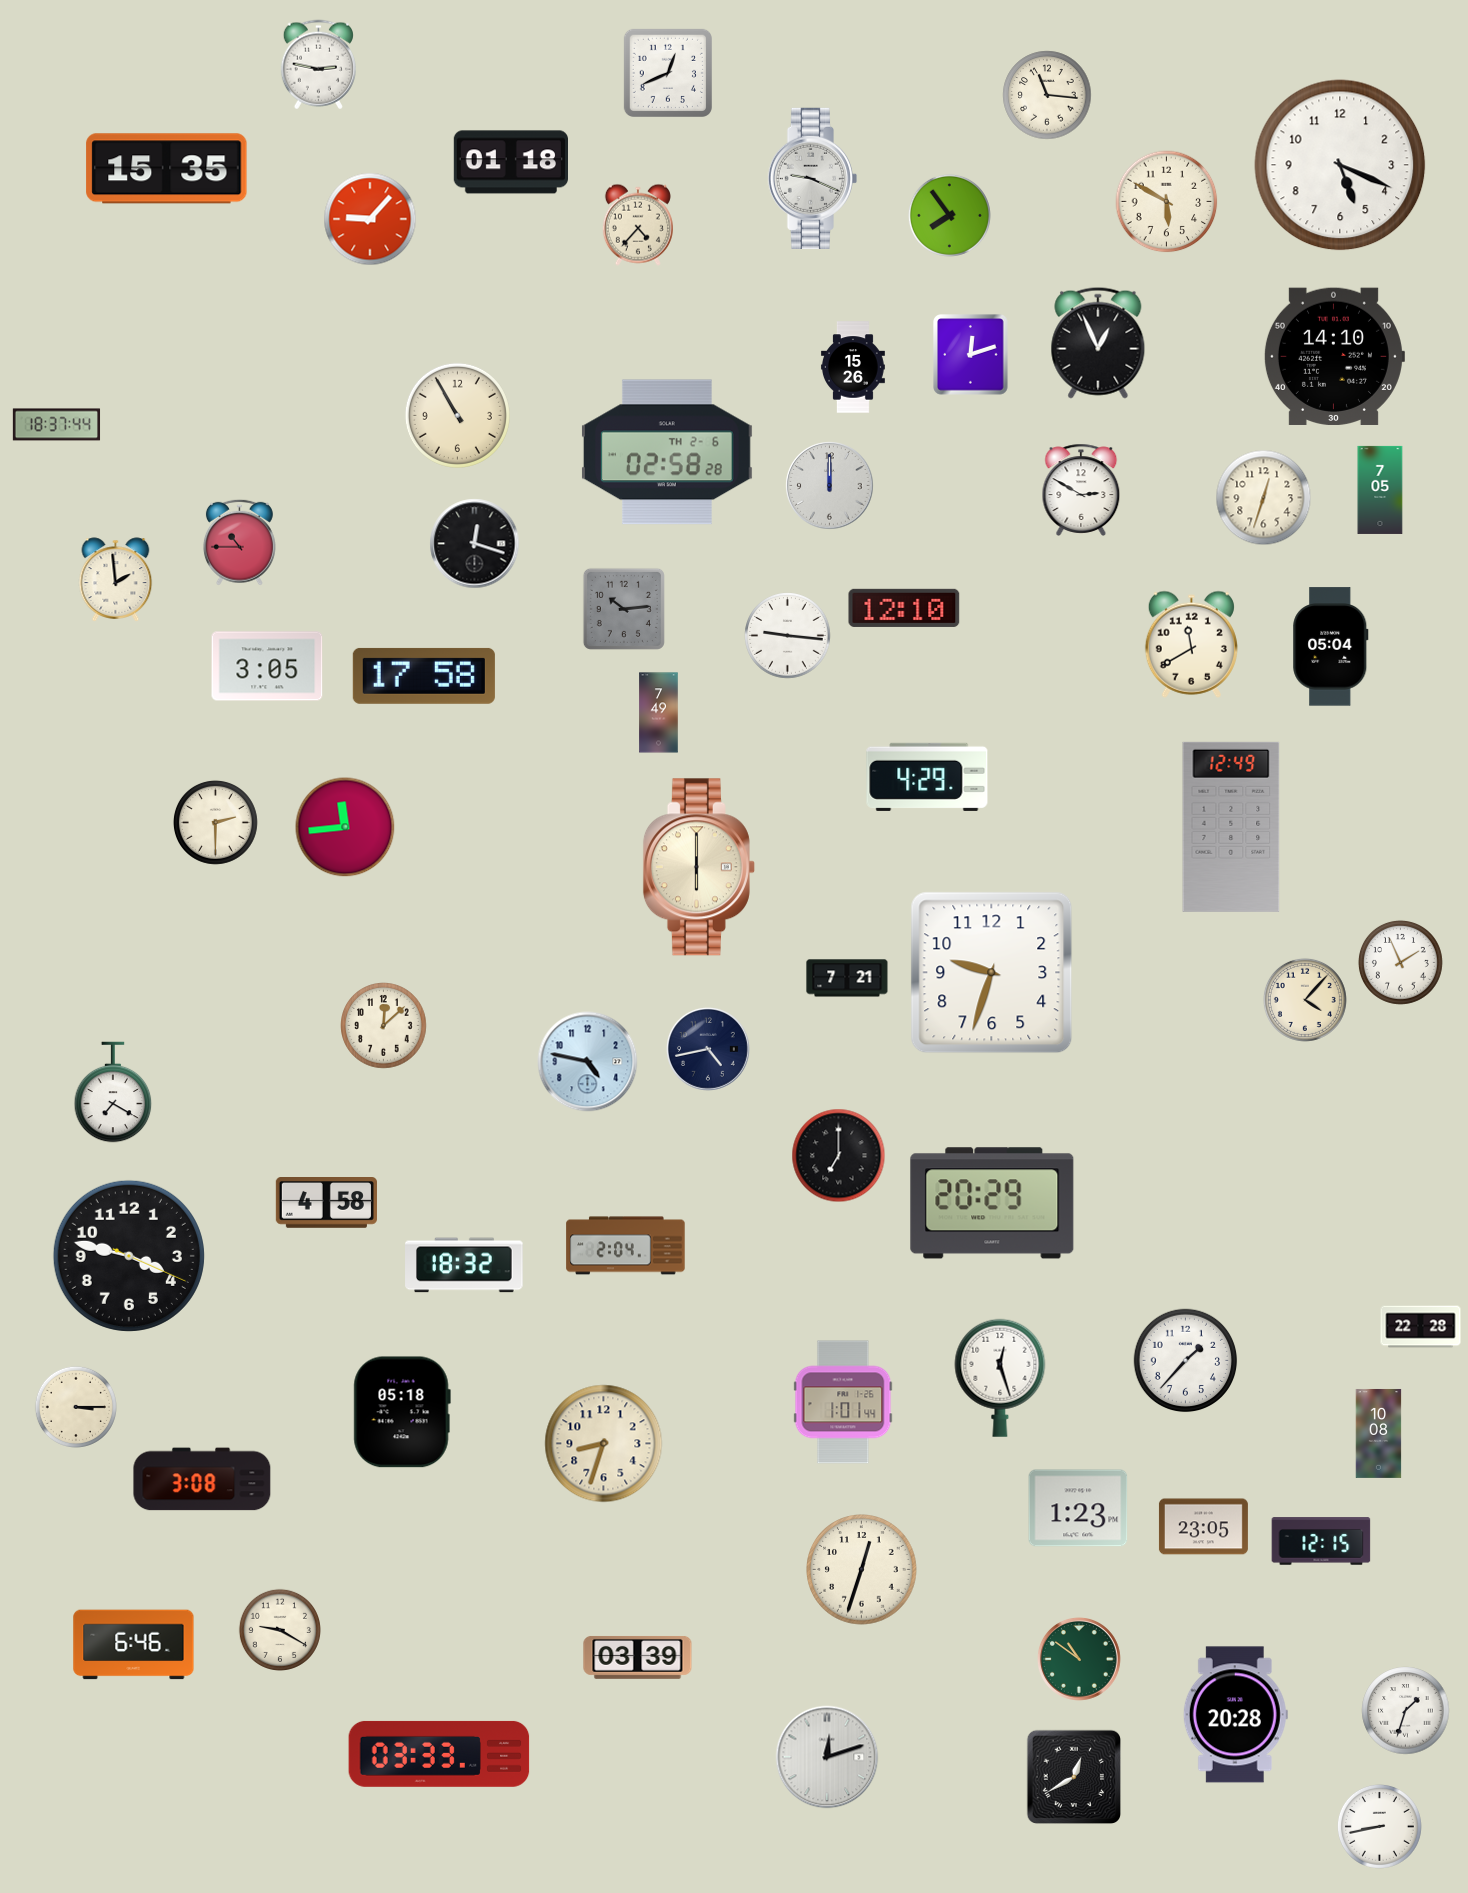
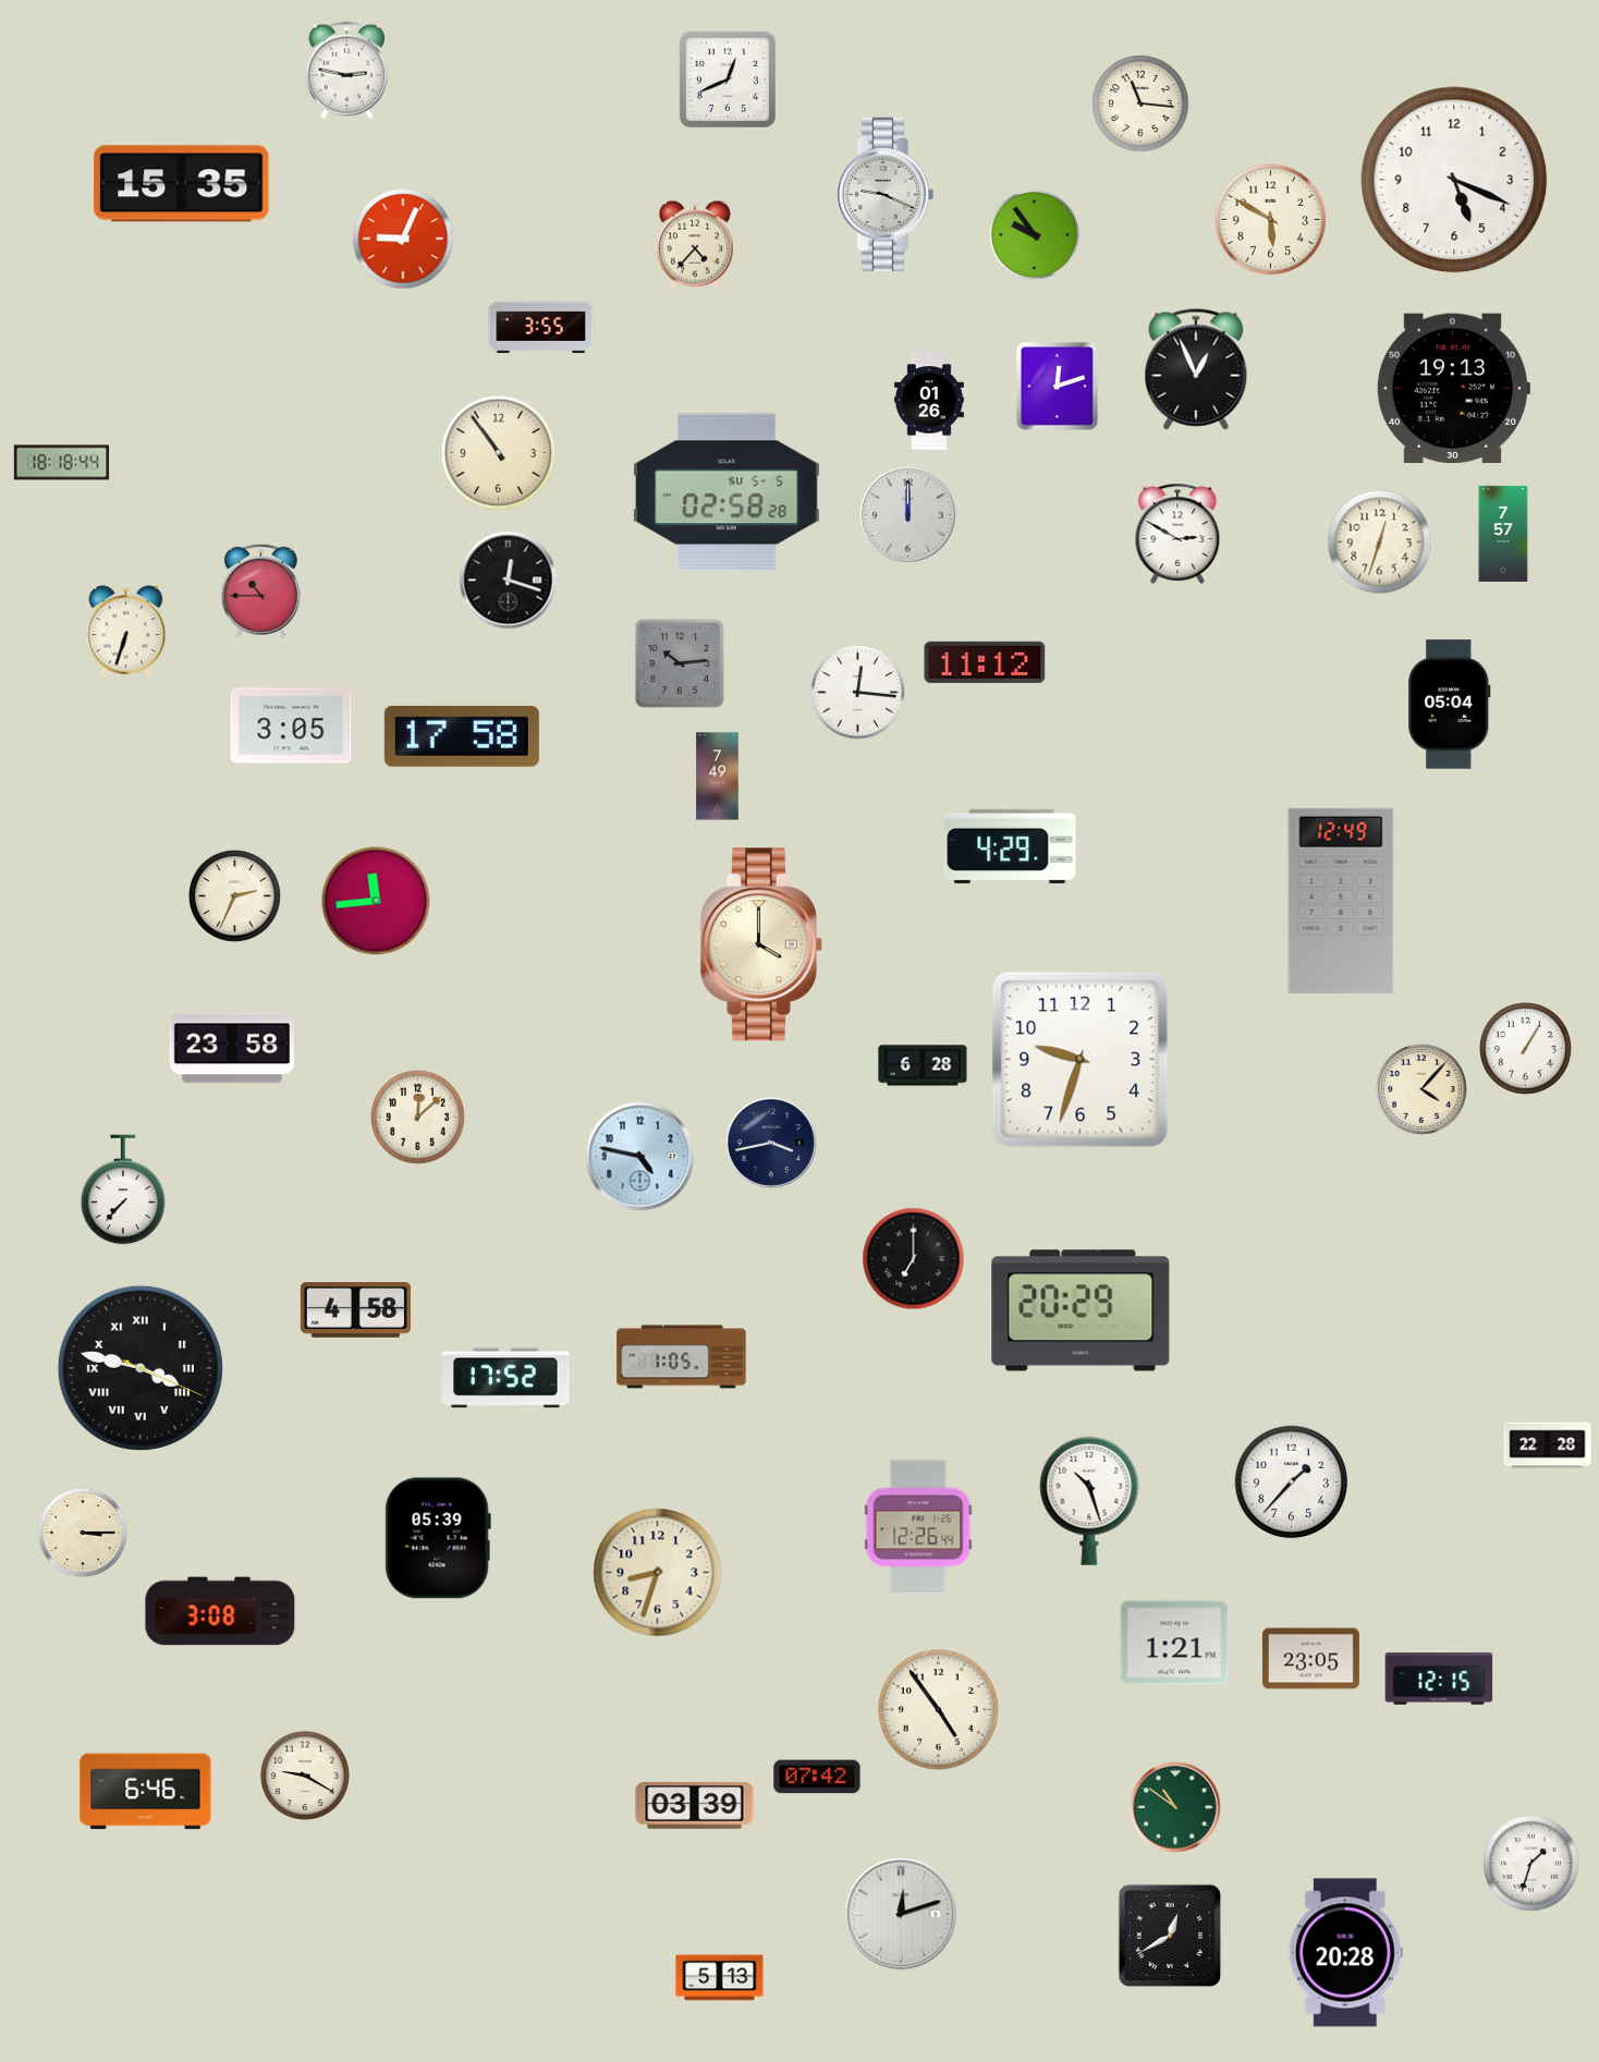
clock at (510, 162): 01:18 -> none
clock at (1340, 165) position: (1340, 165) -> (1454, 180)
clock at (949, 215): 7:54 -> 9:54
clock at (370, 219): 9:07 -> 9:04
clock at (541, 328): none -> 3:55
clock at (1098, 343) position: (1098, 343) -> (1196, 369)
clock at (1334, 356): 14:10 -> 19:13
clock at (853, 367): 15:26 -> 01:26
clock at (457, 415): 10:55 -> 10:54
clock at (57, 425): 18:37 -> 18:18
clock at (667, 452) date: TH 2-6 -> SU 5-5
clock at (830, 486) position: (830, 486) -> (908, 515)
clock at (1380, 490): 7:05 -> 7:57
clock at (1264, 498) position: (1264, 498) -> (1380, 542)
clock at (475, 544) position: (475, 544) -> (509, 581)
clock at (116, 580): 1:59 -> 6:33
clock at (904, 608): 12:10 -> 11:12
clock at (788, 636): 9:16 -> 12:16
clock at (1191, 644): 11:40 -> none
clock at (215, 822): 2:30 -> 2:34
clock at (699, 867): 6:00 -> 4:00
clock at (232, 1048): none -> 23:58
clock at (1400, 962): 1:56 -> 1:05
clock at (847, 978): 7:21 -> 6:28
clock at (709, 1050): 4:43 -> 3:43
clock at (113, 1092): 7:20 -> 7:37
clock at (626, 1246): 2:04 -> 1:05
clock at (129, 1256) numerals: Arabic -> Roman
clock at (464, 1265): 18:32 -> 17:52
clock at (1000, 1378): 12:27 -> 10:27
clock at (843, 1402): 1:01 -> 12:26
clock at (402, 1412): 05:18 -> 05:39
clock at (1379, 1433): 10:08 -> none
clock at (1078, 1508): 1:23 -> 1:21
clock at (1203, 1527) position: (1203, 1527) -> (1310, 1659)
clock at (862, 1570): 12:33 -> 4:54
clock at (817, 1777): none -> 07:42
clock at (1235, 1715) position: (1235, 1715) -> (1345, 1953)
clock at (439, 1754): 03:33 -> none
clock at (720, 1978): none -> 5:13
clock at (1379, 1826): 8:43 -> none
